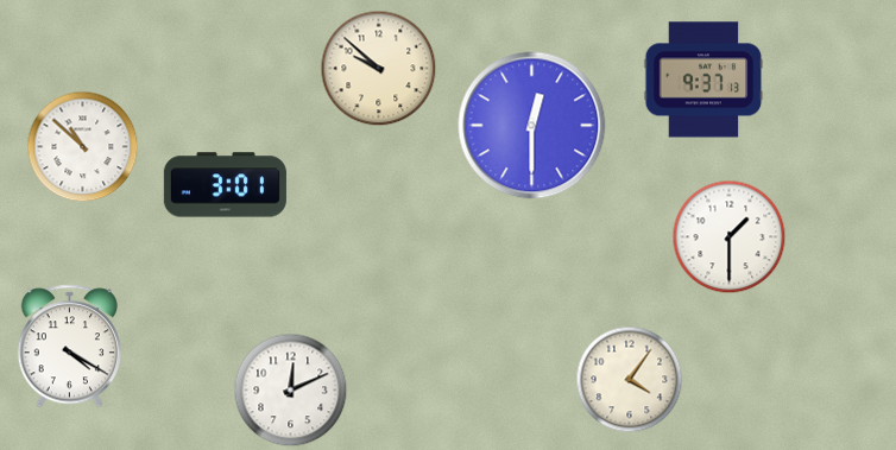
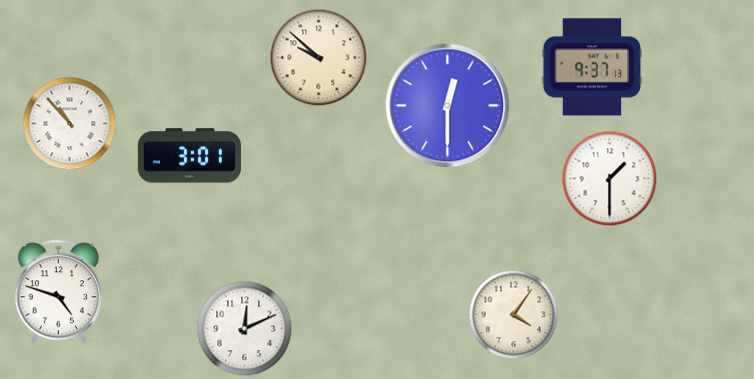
clock at (83, 147): 10:52 -> 10:53
clock at (730, 237) position: (730, 237) -> (610, 179)
clock at (69, 347): 4:20 -> 4:48
clock at (630, 380) position: (630, 380) -> (514, 315)
